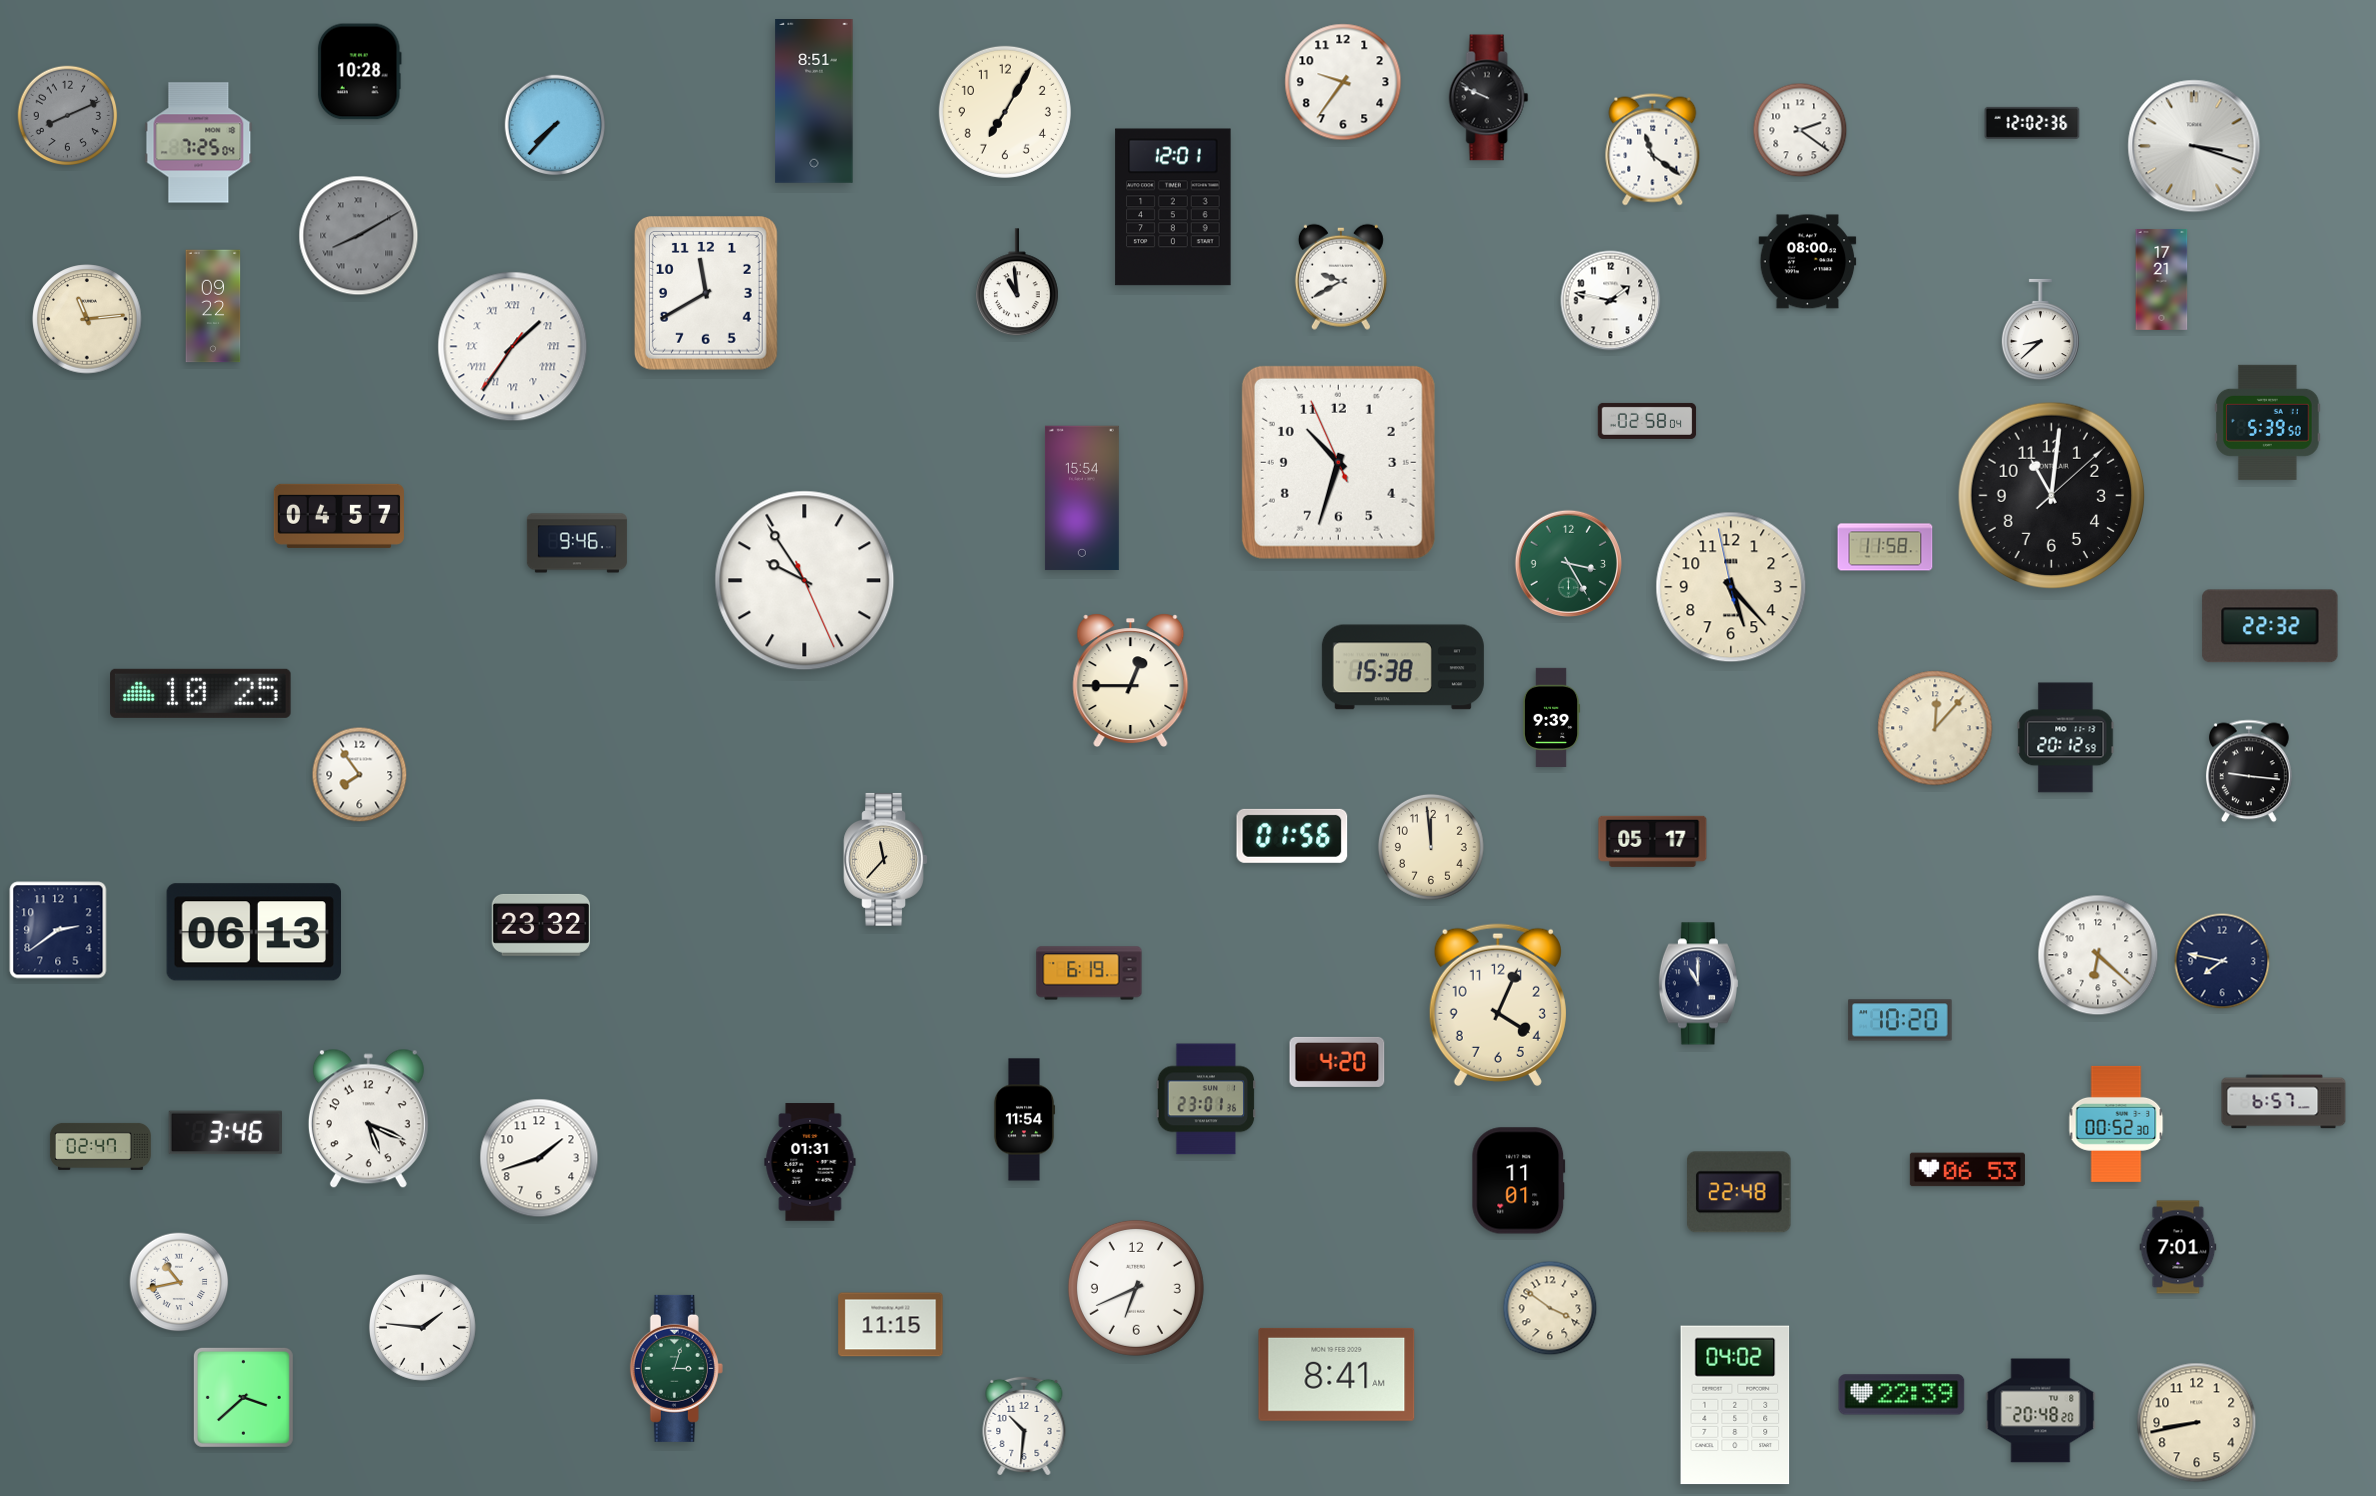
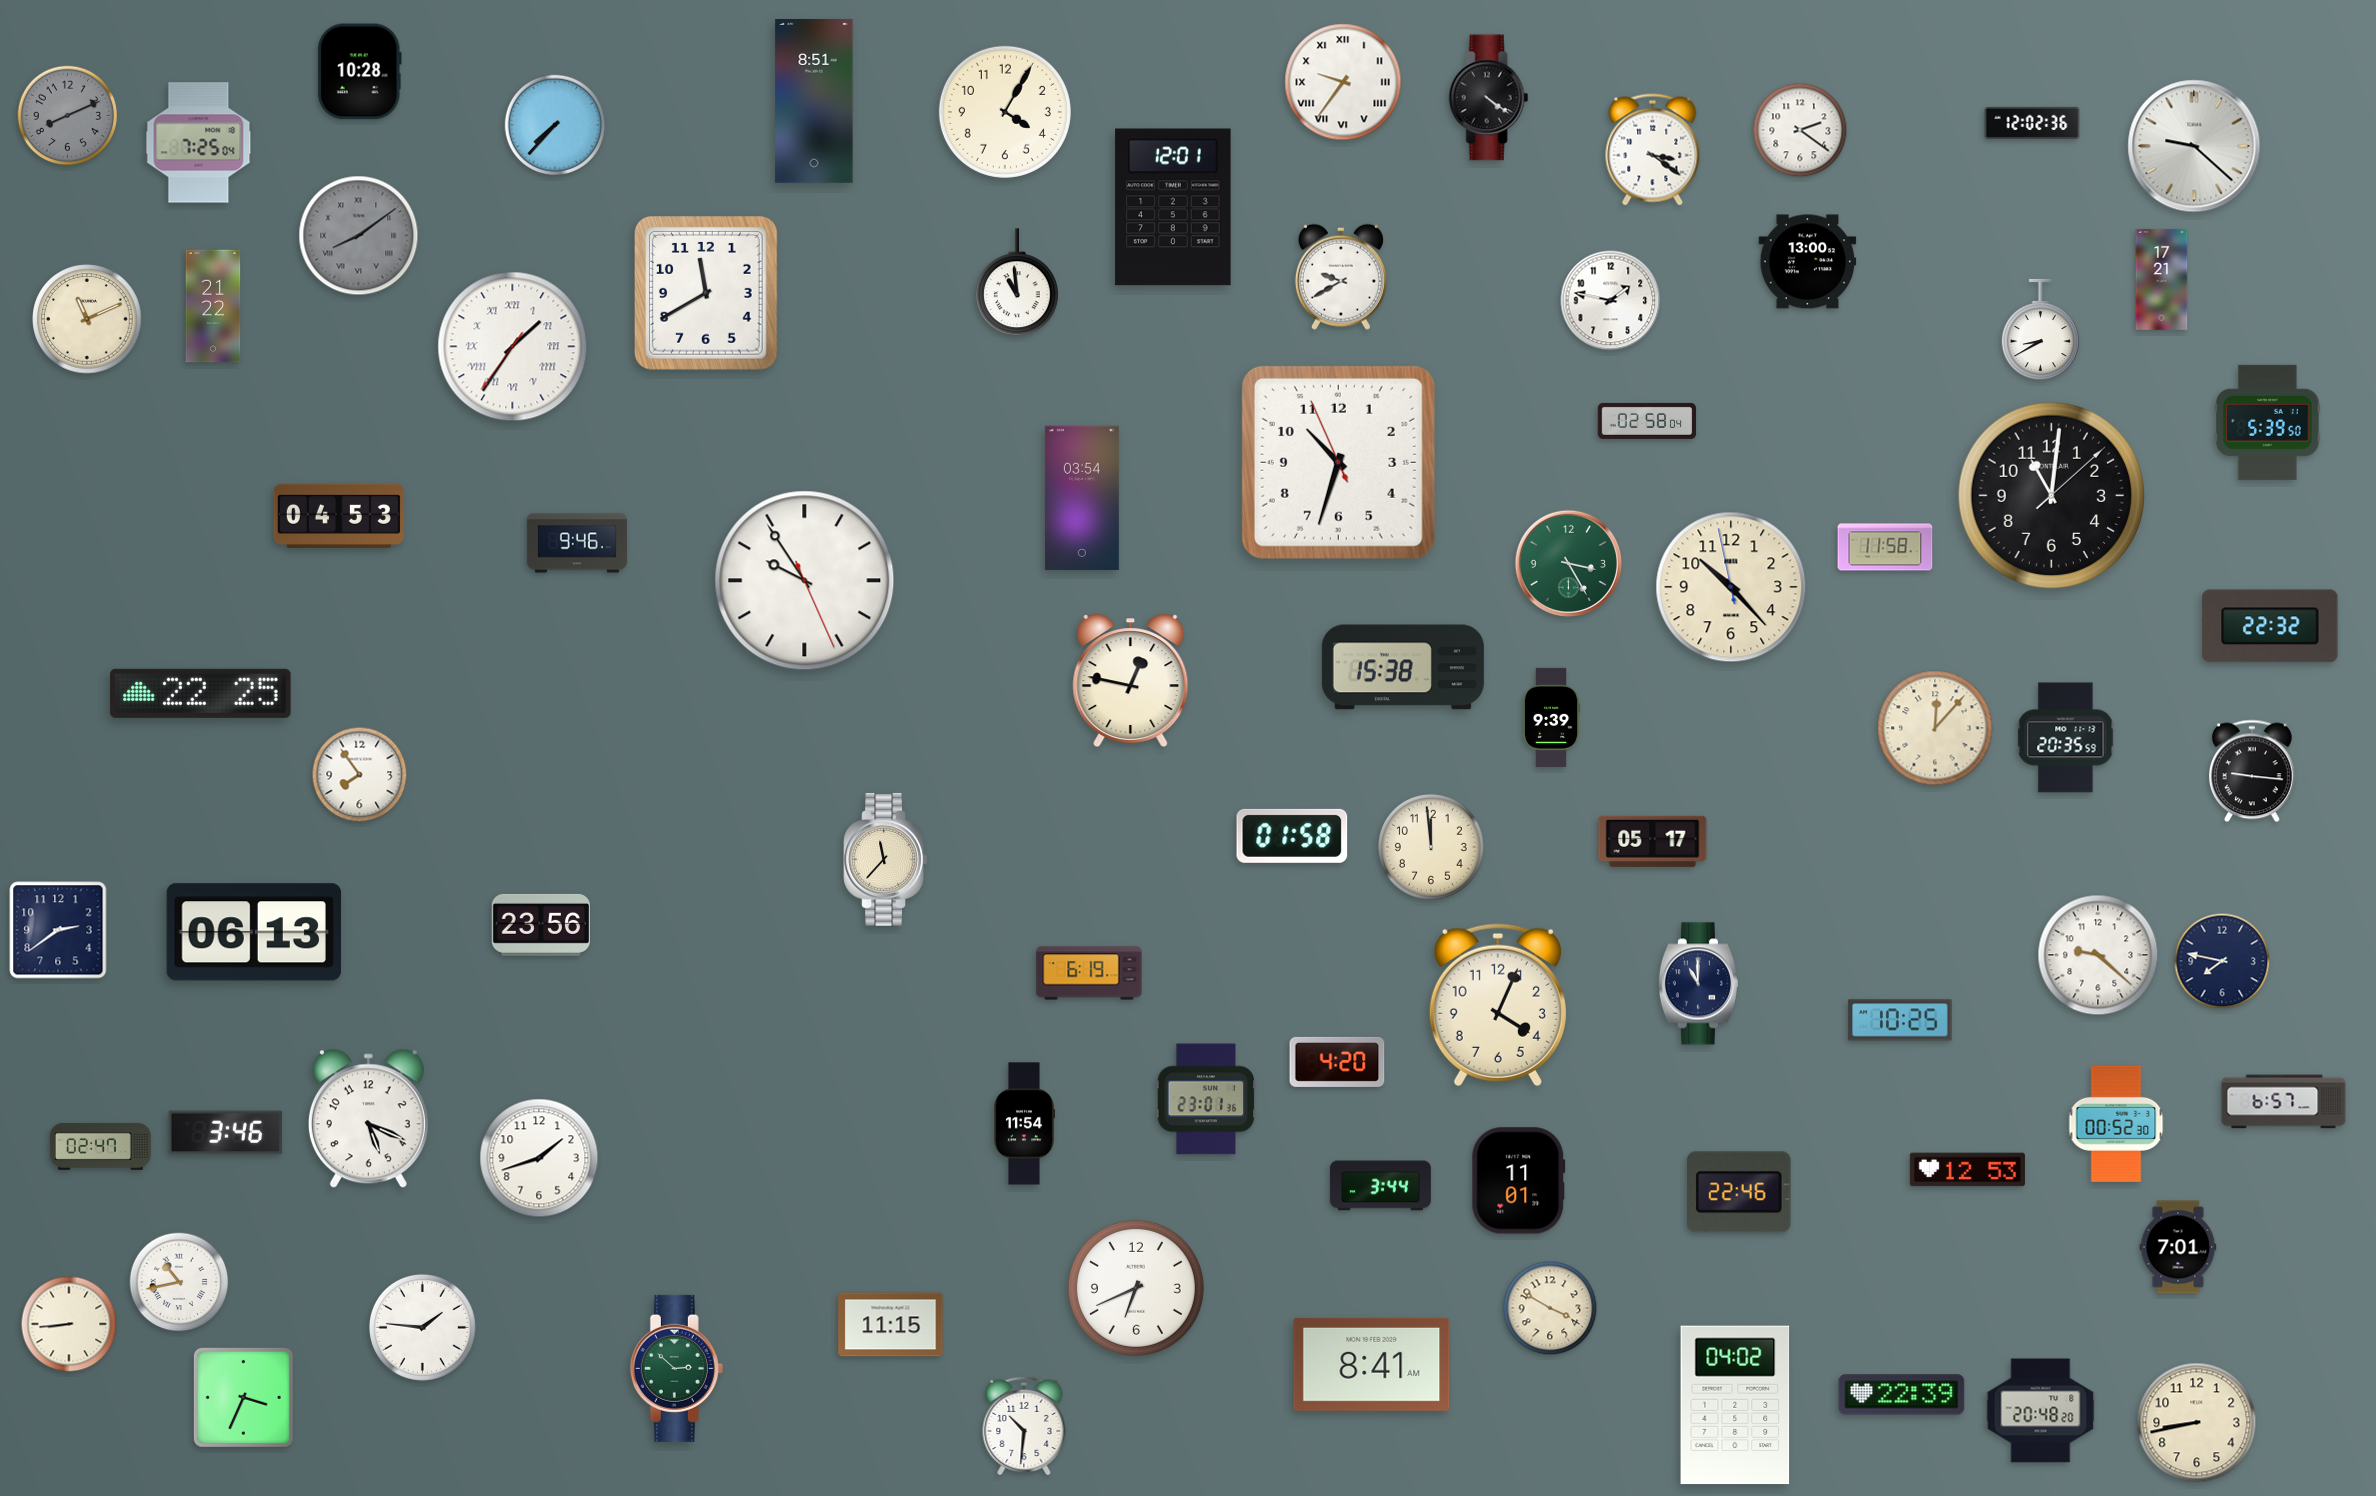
clock at (1343, 82) numerals: Arabic -> Roman
clock at (1489, 98): 9:49 -> 4:21
clock at (1005, 112): 7:05 -> 4:05
clock at (2194, 146): 3:18 -> 9:22
clock at (1653, 150): 11:21 -> 3:21
clock at (359, 236): 8:10 -> 8:09
clock at (1808, 262): 08:00 -> 13:00
clock at (213, 306): 09:22 -> 21:22
clock at (87, 319): 11:14 -> 11:11
clock at (2040, 330): 8:38 -> 8:40
clock at (1082, 498): 15:54 -> 03:54
clock at (339, 516): 04:57 -> 04:53
clock at (1731, 587): 5:22 -> 10:22
clock at (1131, 680): 12:45 -> 12:47
clock at (201, 693): 10:25 -> 22:25
clock at (2066, 738): 20:12 -> 20:35
clock at (2250, 771) position: (2250, 771) -> (2253, 771)
clock at (1292, 836): 01:56 -> 01:58
clock at (540, 925): 23:32 -> 23:56
clock at (2098, 955): 6:22 -> 9:22
clock at (1900, 1020): 10:20 -> 10:25
clock at (1024, 1120) position: (1024, 1120) -> (1024, 1124)
clock at (810, 1162): 01:31 -> none
clock at (1967, 1170): 06:53 -> 12:53
clock at (1380, 1186): none -> 3:44
clock at (1740, 1192): 22:48 -> 22:46
clock at (1550, 1308): 3:51 -> 3:50
clock at (69, 1324): none -> 8:44
clock at (676, 1368): 3:03 -> 2:52
clock at (1337, 1374) position: (1337, 1374) -> (1372, 1364)
clock at (243, 1397): 3:38 -> 3:34
